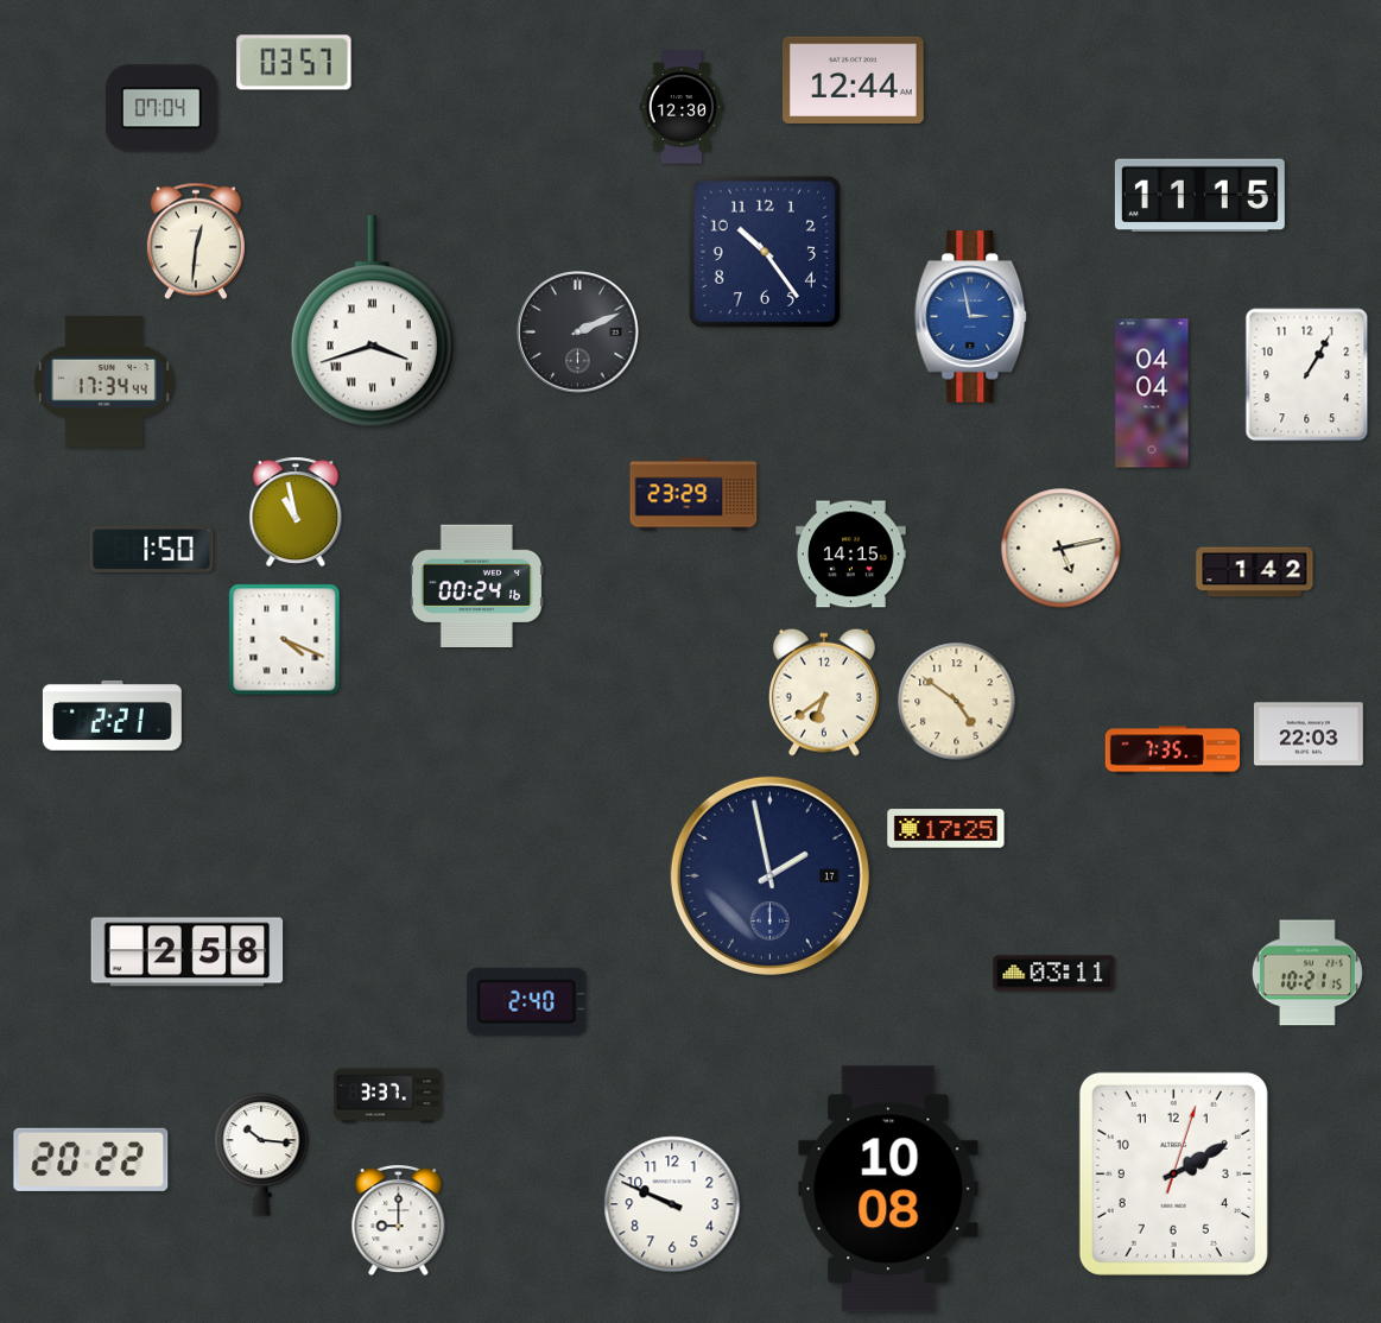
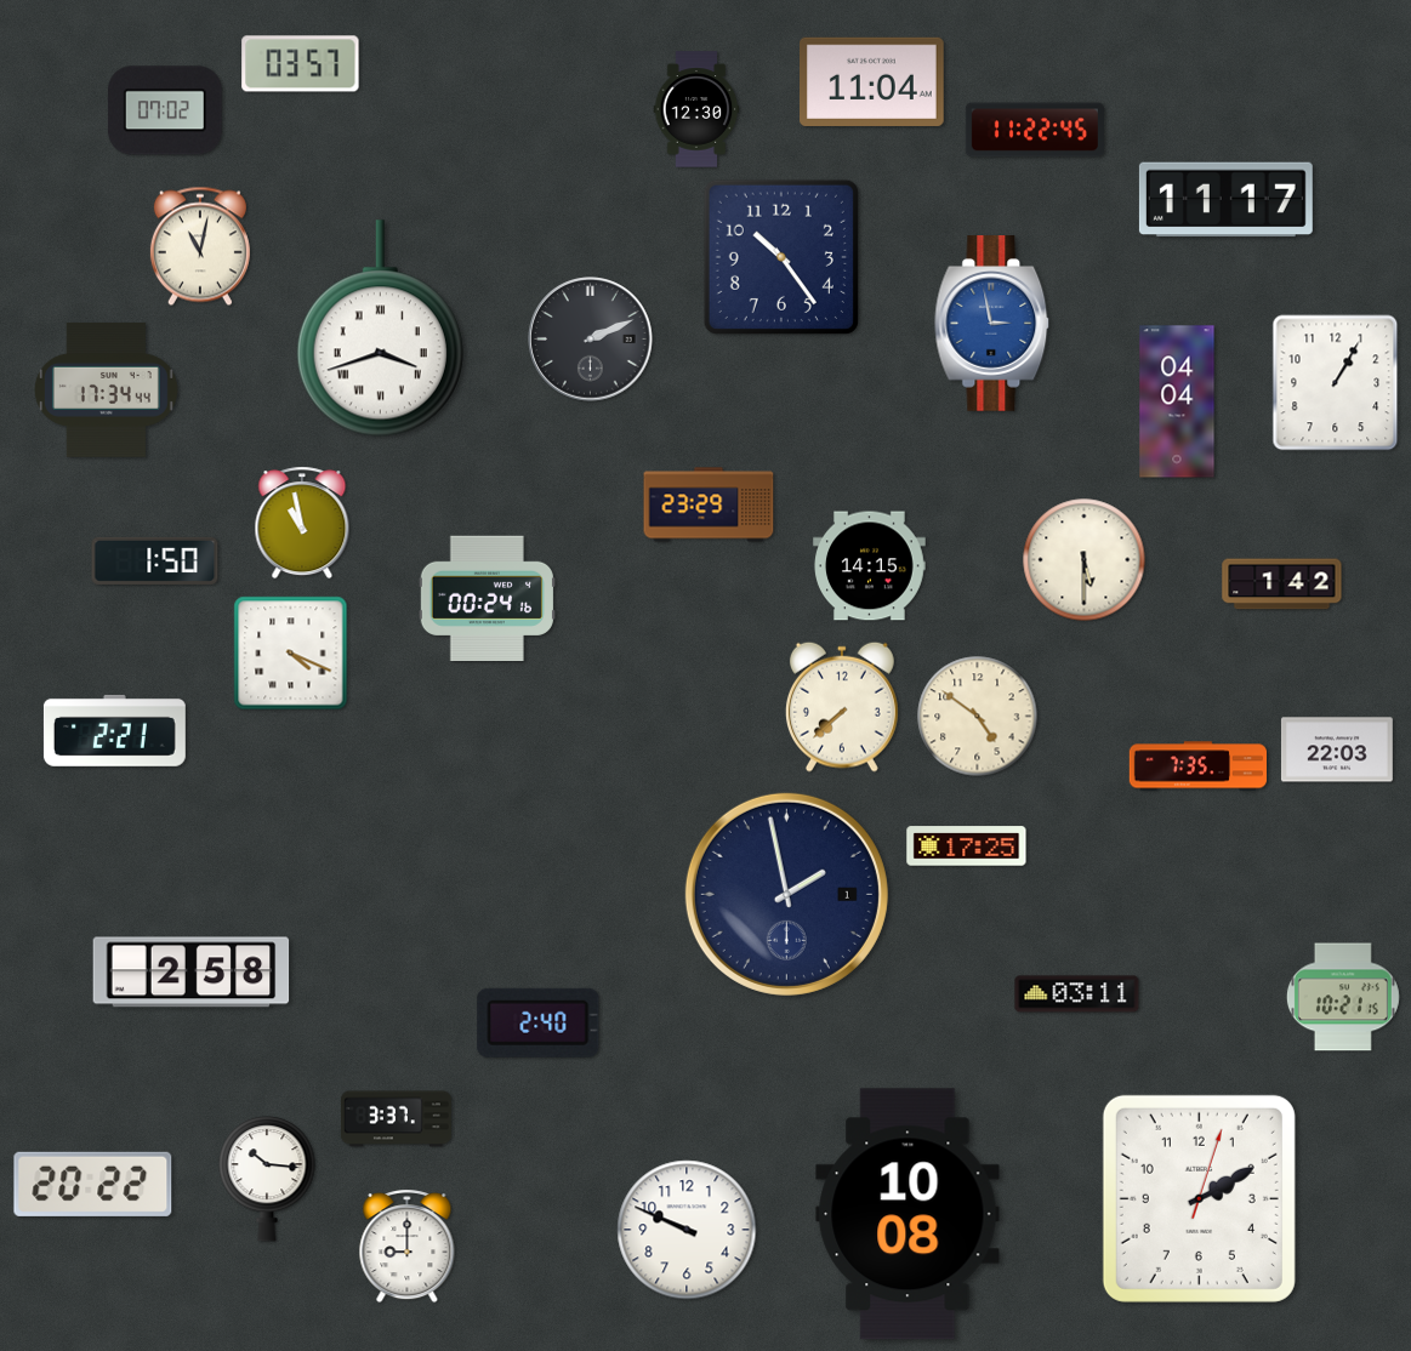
clock at (854, 80): 12:44 -> 11:04
clock at (163, 108): 07:04 -> 07:02
clock at (1035, 130): none -> 11:22
clock at (1199, 196): 11:15 -> 11:17
clock at (196, 241): 12:31 -> 11:02
clock at (1062, 549): 5:13 -> 5:30
clock at (824, 692): 6:39 -> 7:38
clock at (769, 875) date: 17 -> 1
clock at (1307, 973) position: (1307, 973) -> (1343, 997)
